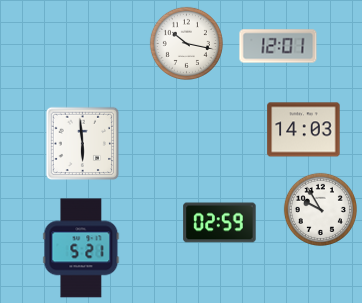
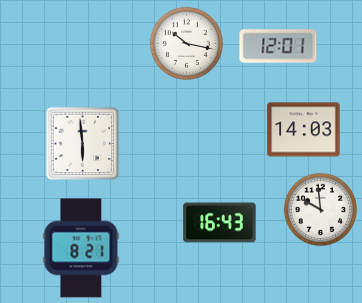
clock at (320, 209): 9:55 -> 9:59
clock at (220, 223): 02:59 -> 16:43
clock at (81, 248): 5:21 -> 8:21
